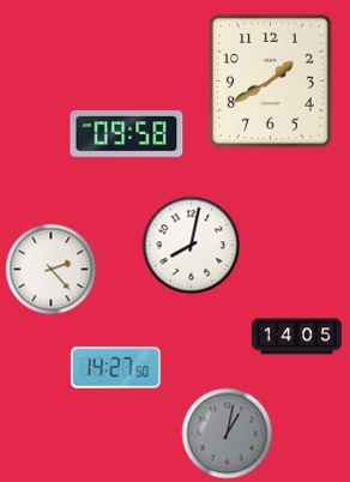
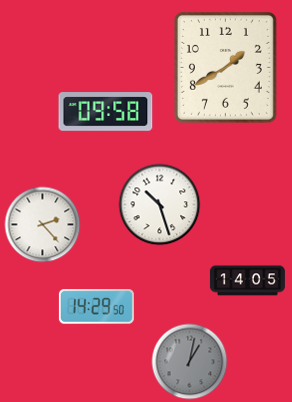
clock at (192, 246): 8:02 -> 10:27
clock at (115, 368): 14:27 -> 14:29
